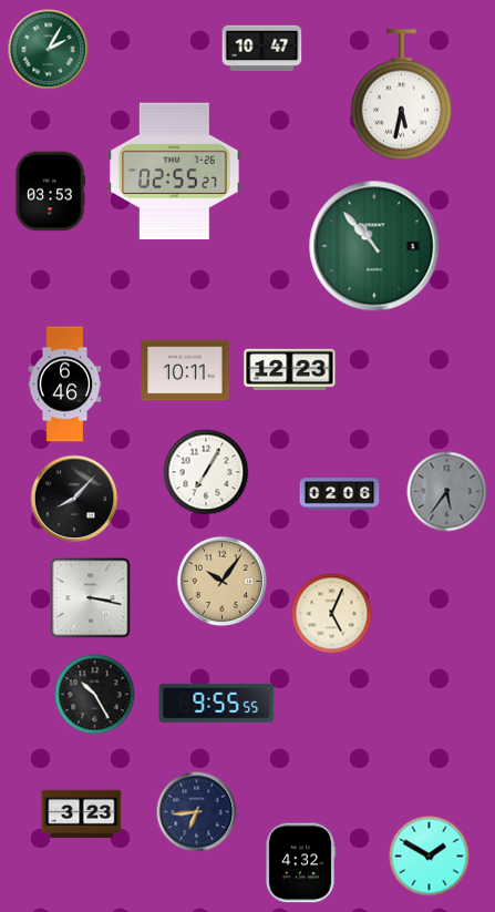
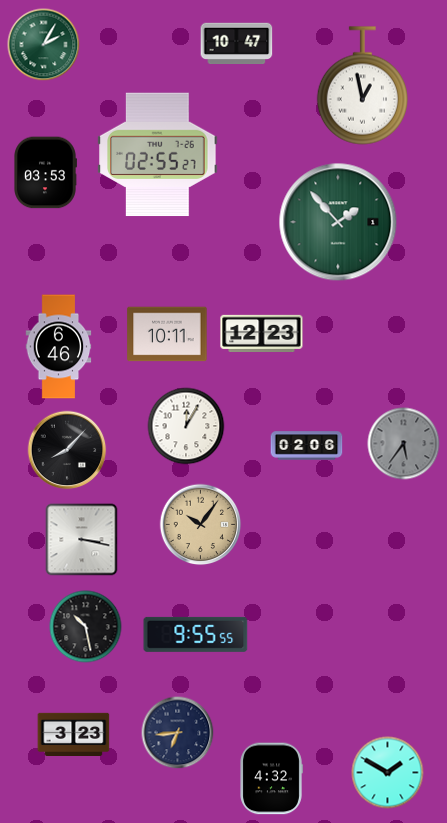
clock at (401, 95): 5:32 -> 12:58
clock at (374, 246): 10:53 -> 1:53
clock at (206, 472): 7:05 -> 12:05
clock at (332, 614): 5:04 -> none
clock at (95, 695): 10:25 -> 10:28
